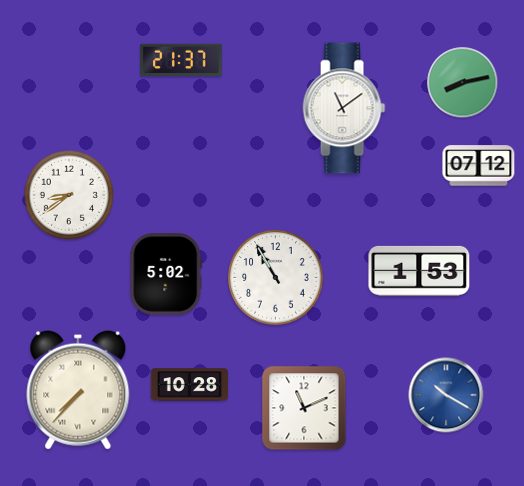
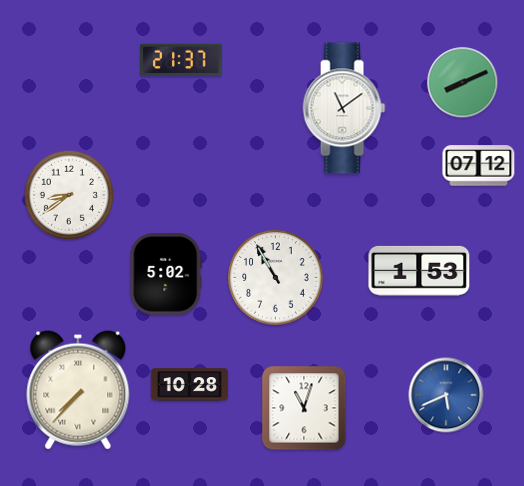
clock at (463, 83): 8:13 -> 8:11
clock at (446, 395): 10:20 -> 5:41
clock at (304, 408): 11:11 -> 11:03
